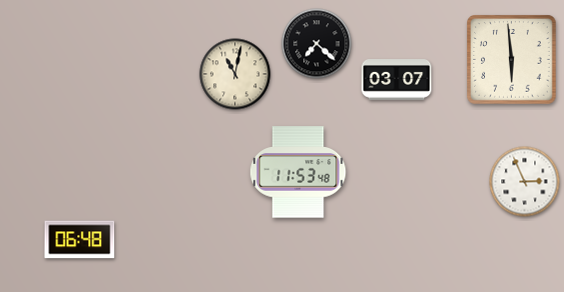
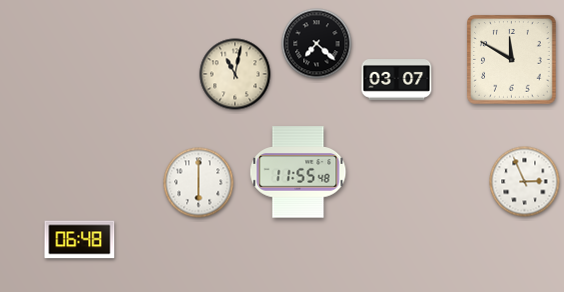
clock at (512, 60): 5:59 -> 11:50
clock at (298, 172): 11:53 -> 11:55
clock at (199, 183): none -> 6:00
